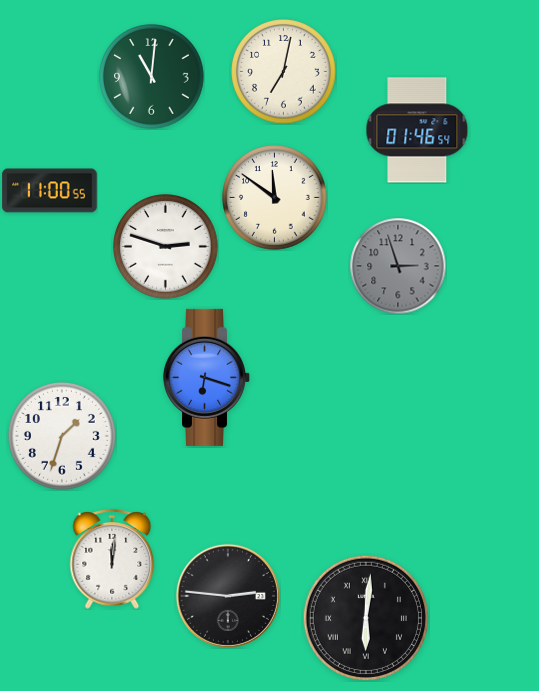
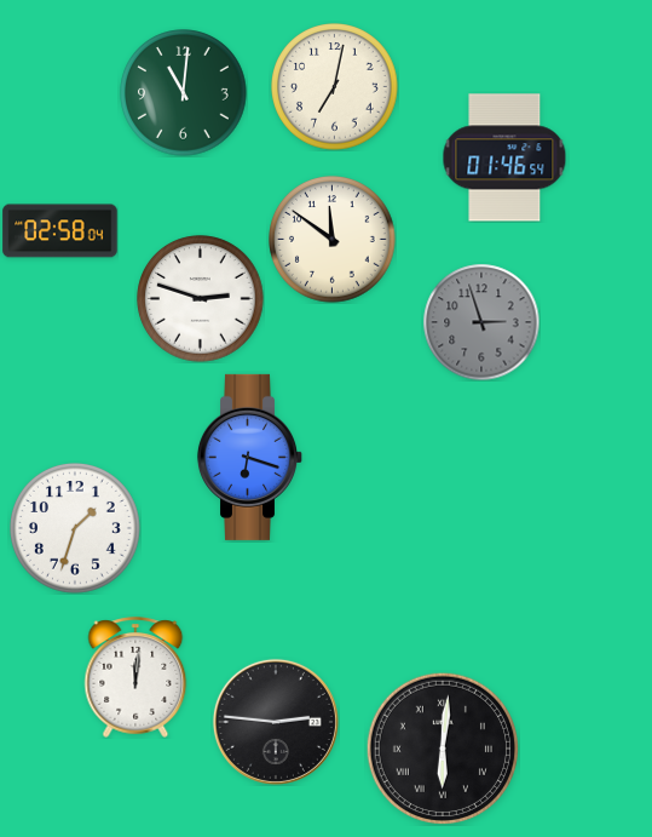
clock at (284, 72) position: (284, 72) -> (335, 87)
clock at (50, 191): 11:00 -> 02:58
